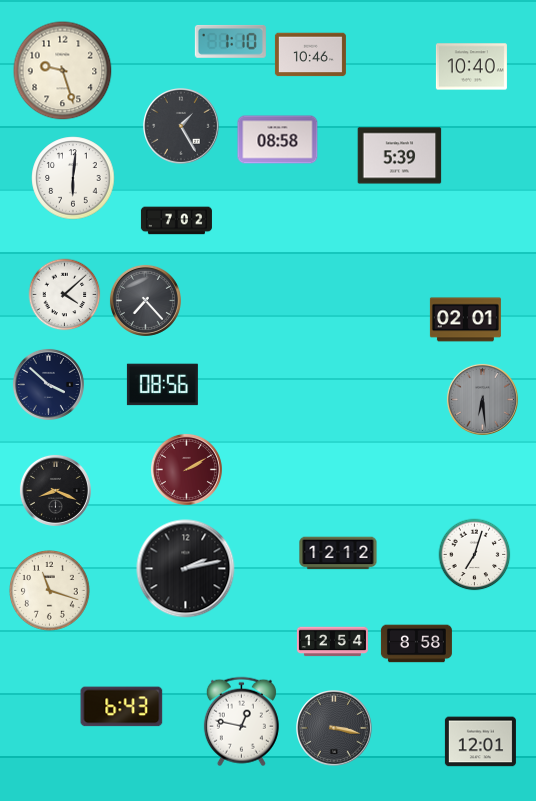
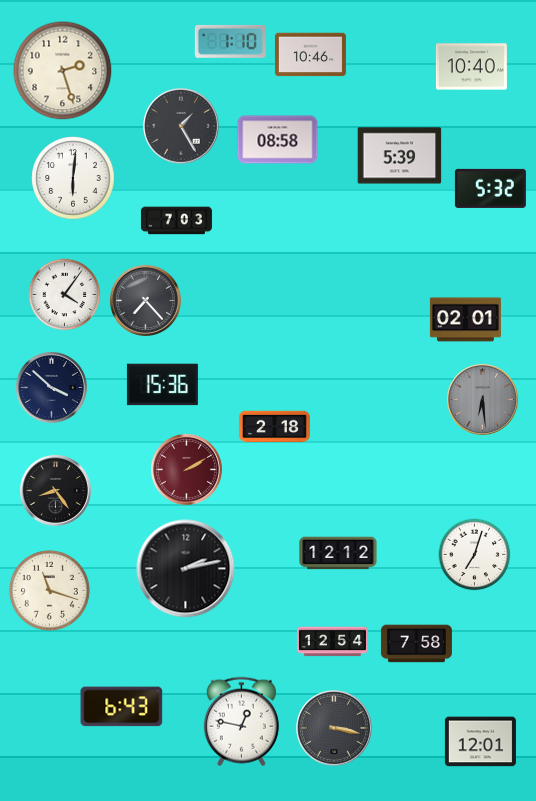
clock at (63, 71): 9:27 -> 2:27
clock at (490, 188): none -> 5:32
clock at (176, 221): 7:02 -> 7:03
clock at (65, 295): 4:08 -> 4:06
clock at (48, 384) position: (48, 384) -> (51, 387)
clock at (162, 385): 08:56 -> 15:36
clock at (274, 427): none -> 2:18
clock at (55, 490): 8:19 -> 8:24
clock at (416, 644): 8:58 -> 7:58
